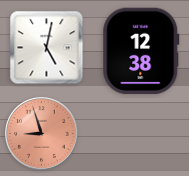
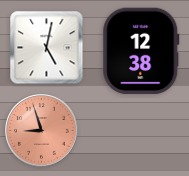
clock at (42, 134) position: (42, 134) -> (42, 131)
